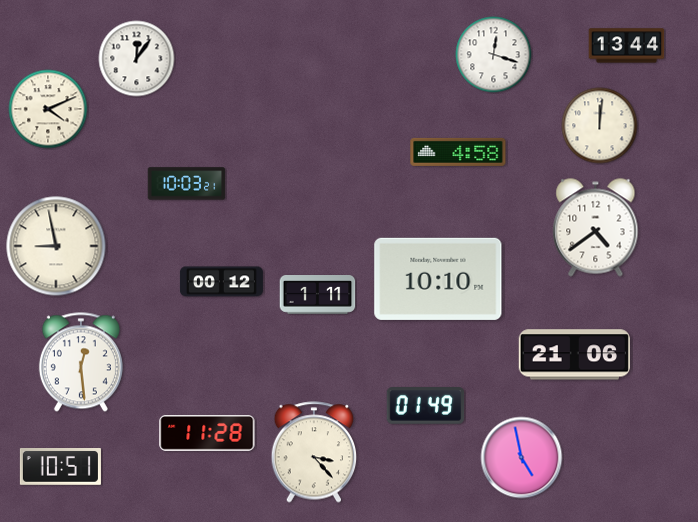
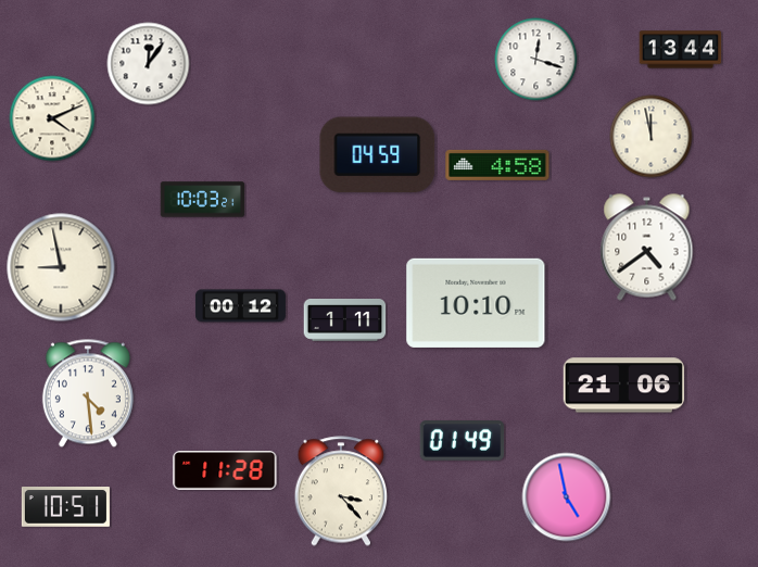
clock at (600, 126): 12:01 -> 11:58
clock at (378, 155): none -> 04:59
clock at (81, 362): 12:29 -> 4:29
